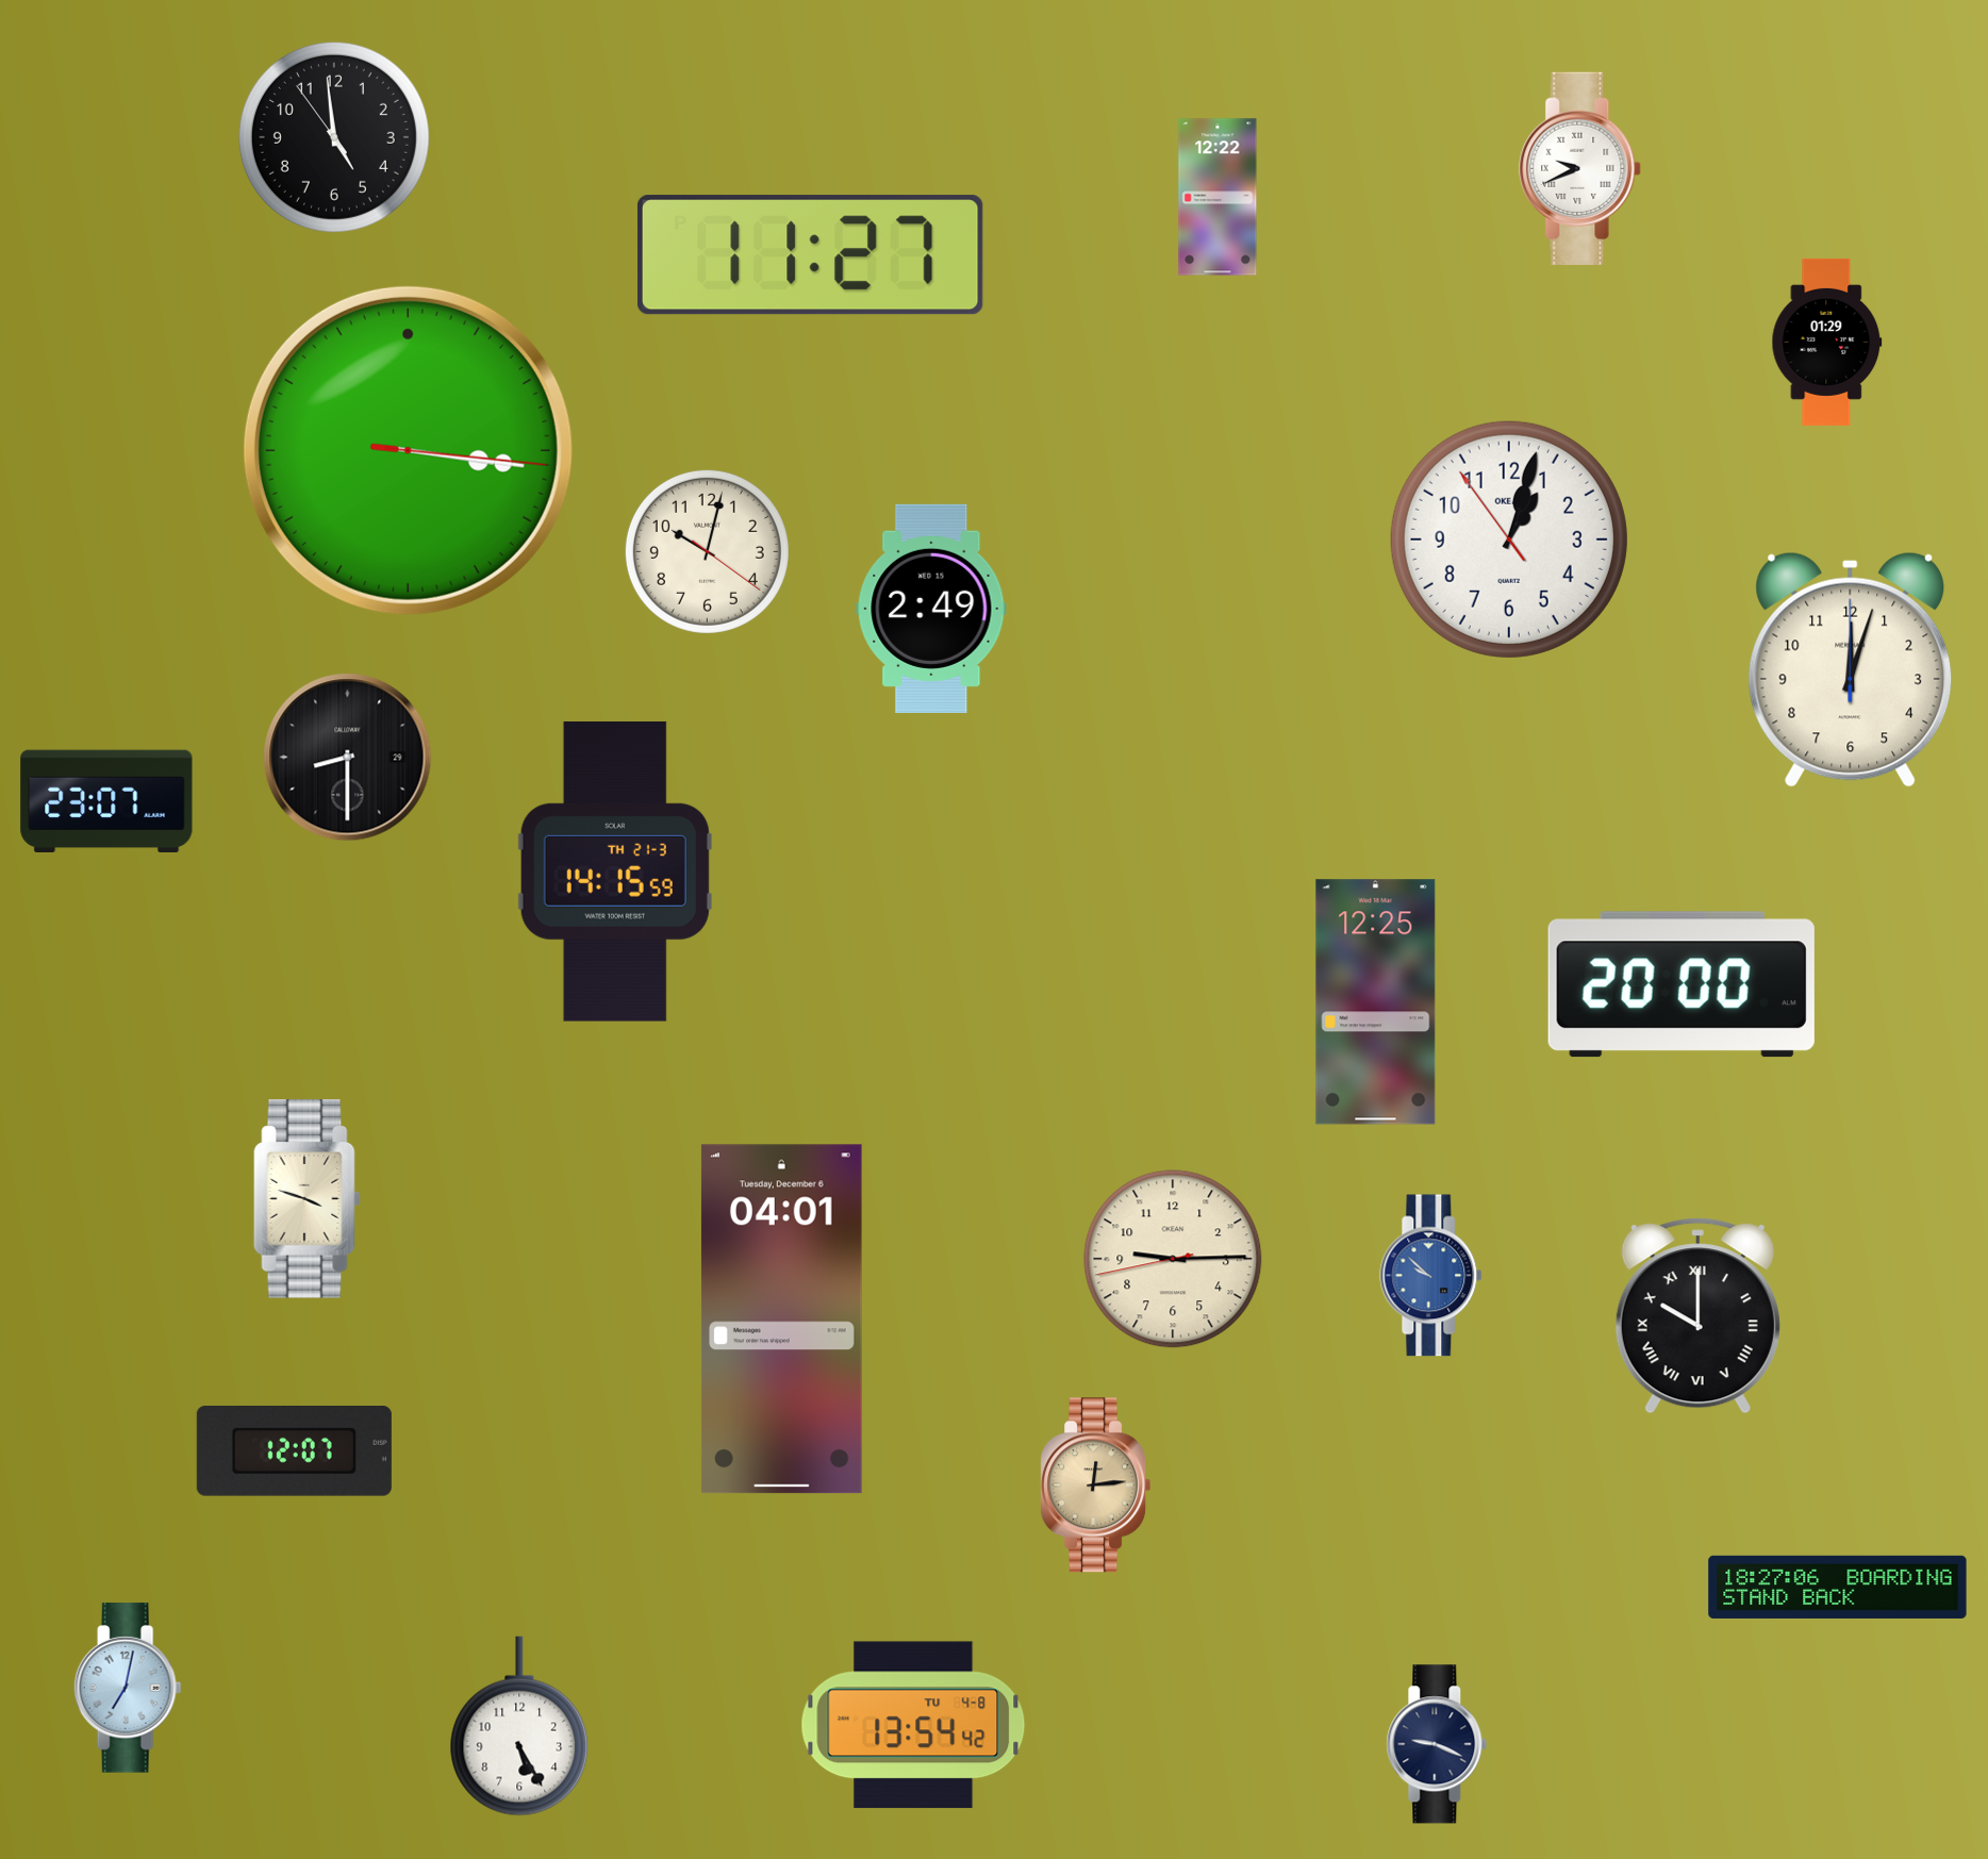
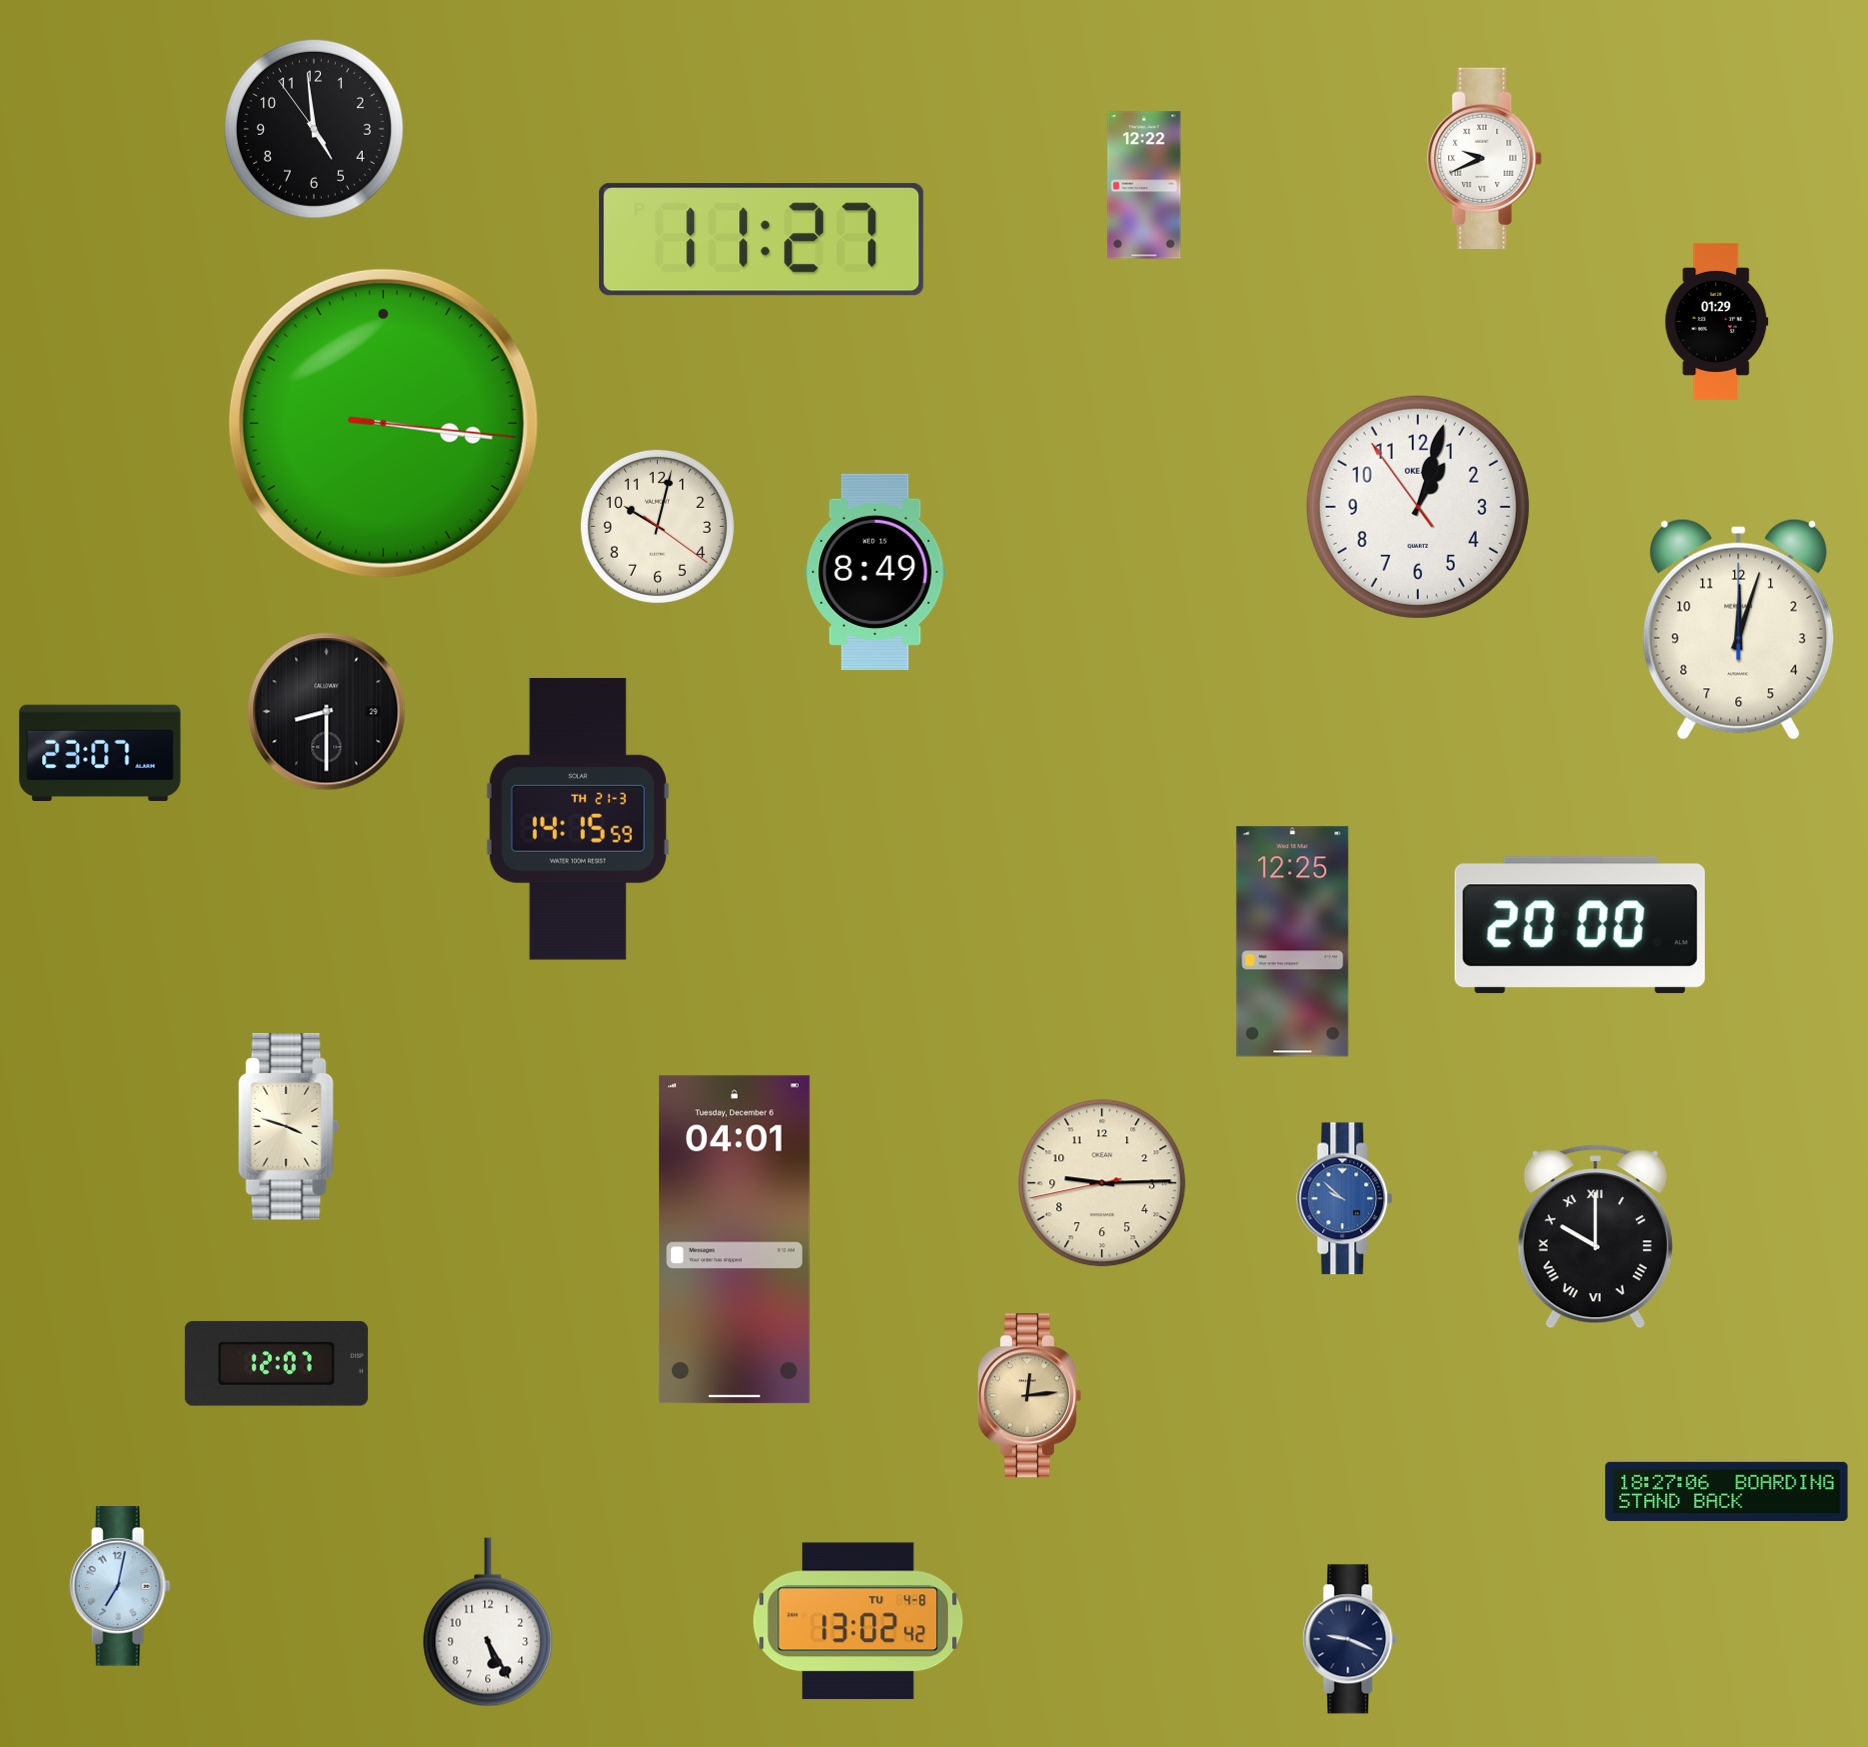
clock at (707, 551) position: (707, 551) -> (657, 526)
clock at (931, 609): 2:49 -> 8:49
clock at (913, 1725): 13:54 -> 13:02
